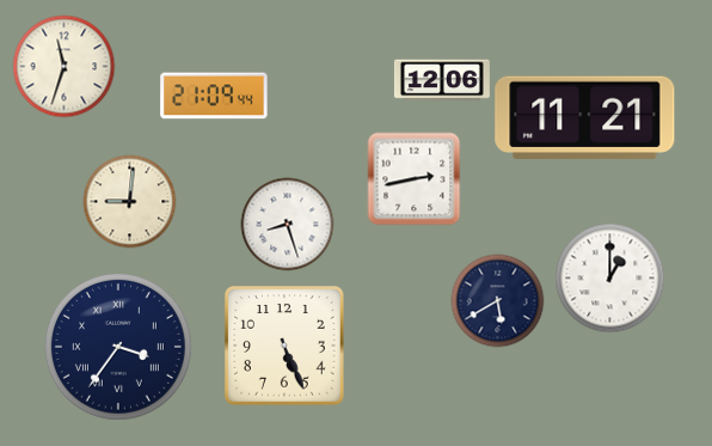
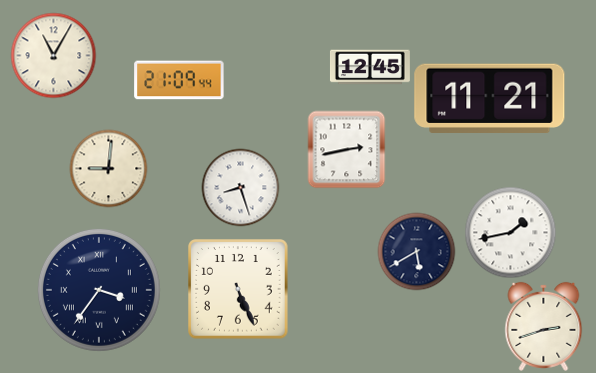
clock at (63, 66): 11:33 -> 11:05
clock at (442, 80): 12:06 -> 12:45
clock at (609, 277): 1:00 -> 1:43
clock at (544, 326): none -> 2:42
